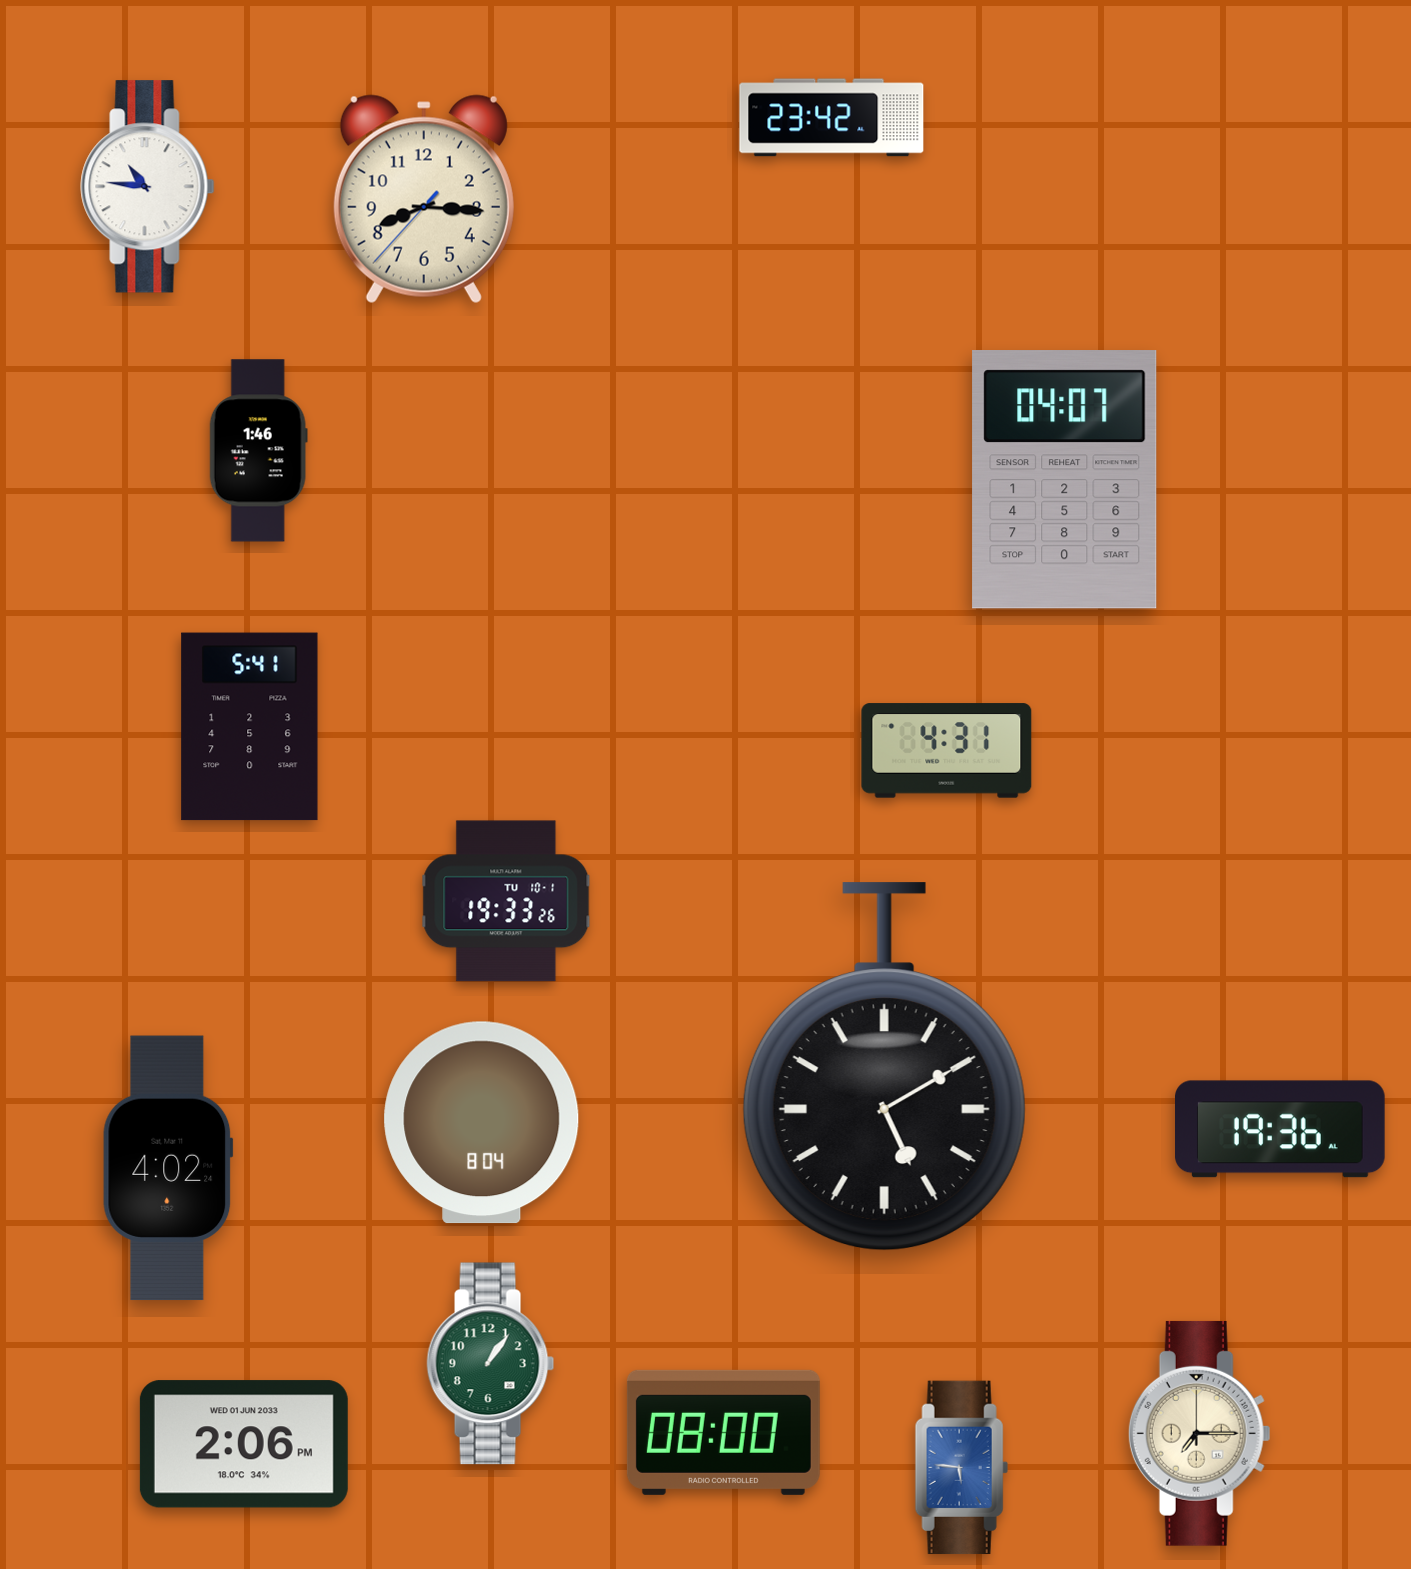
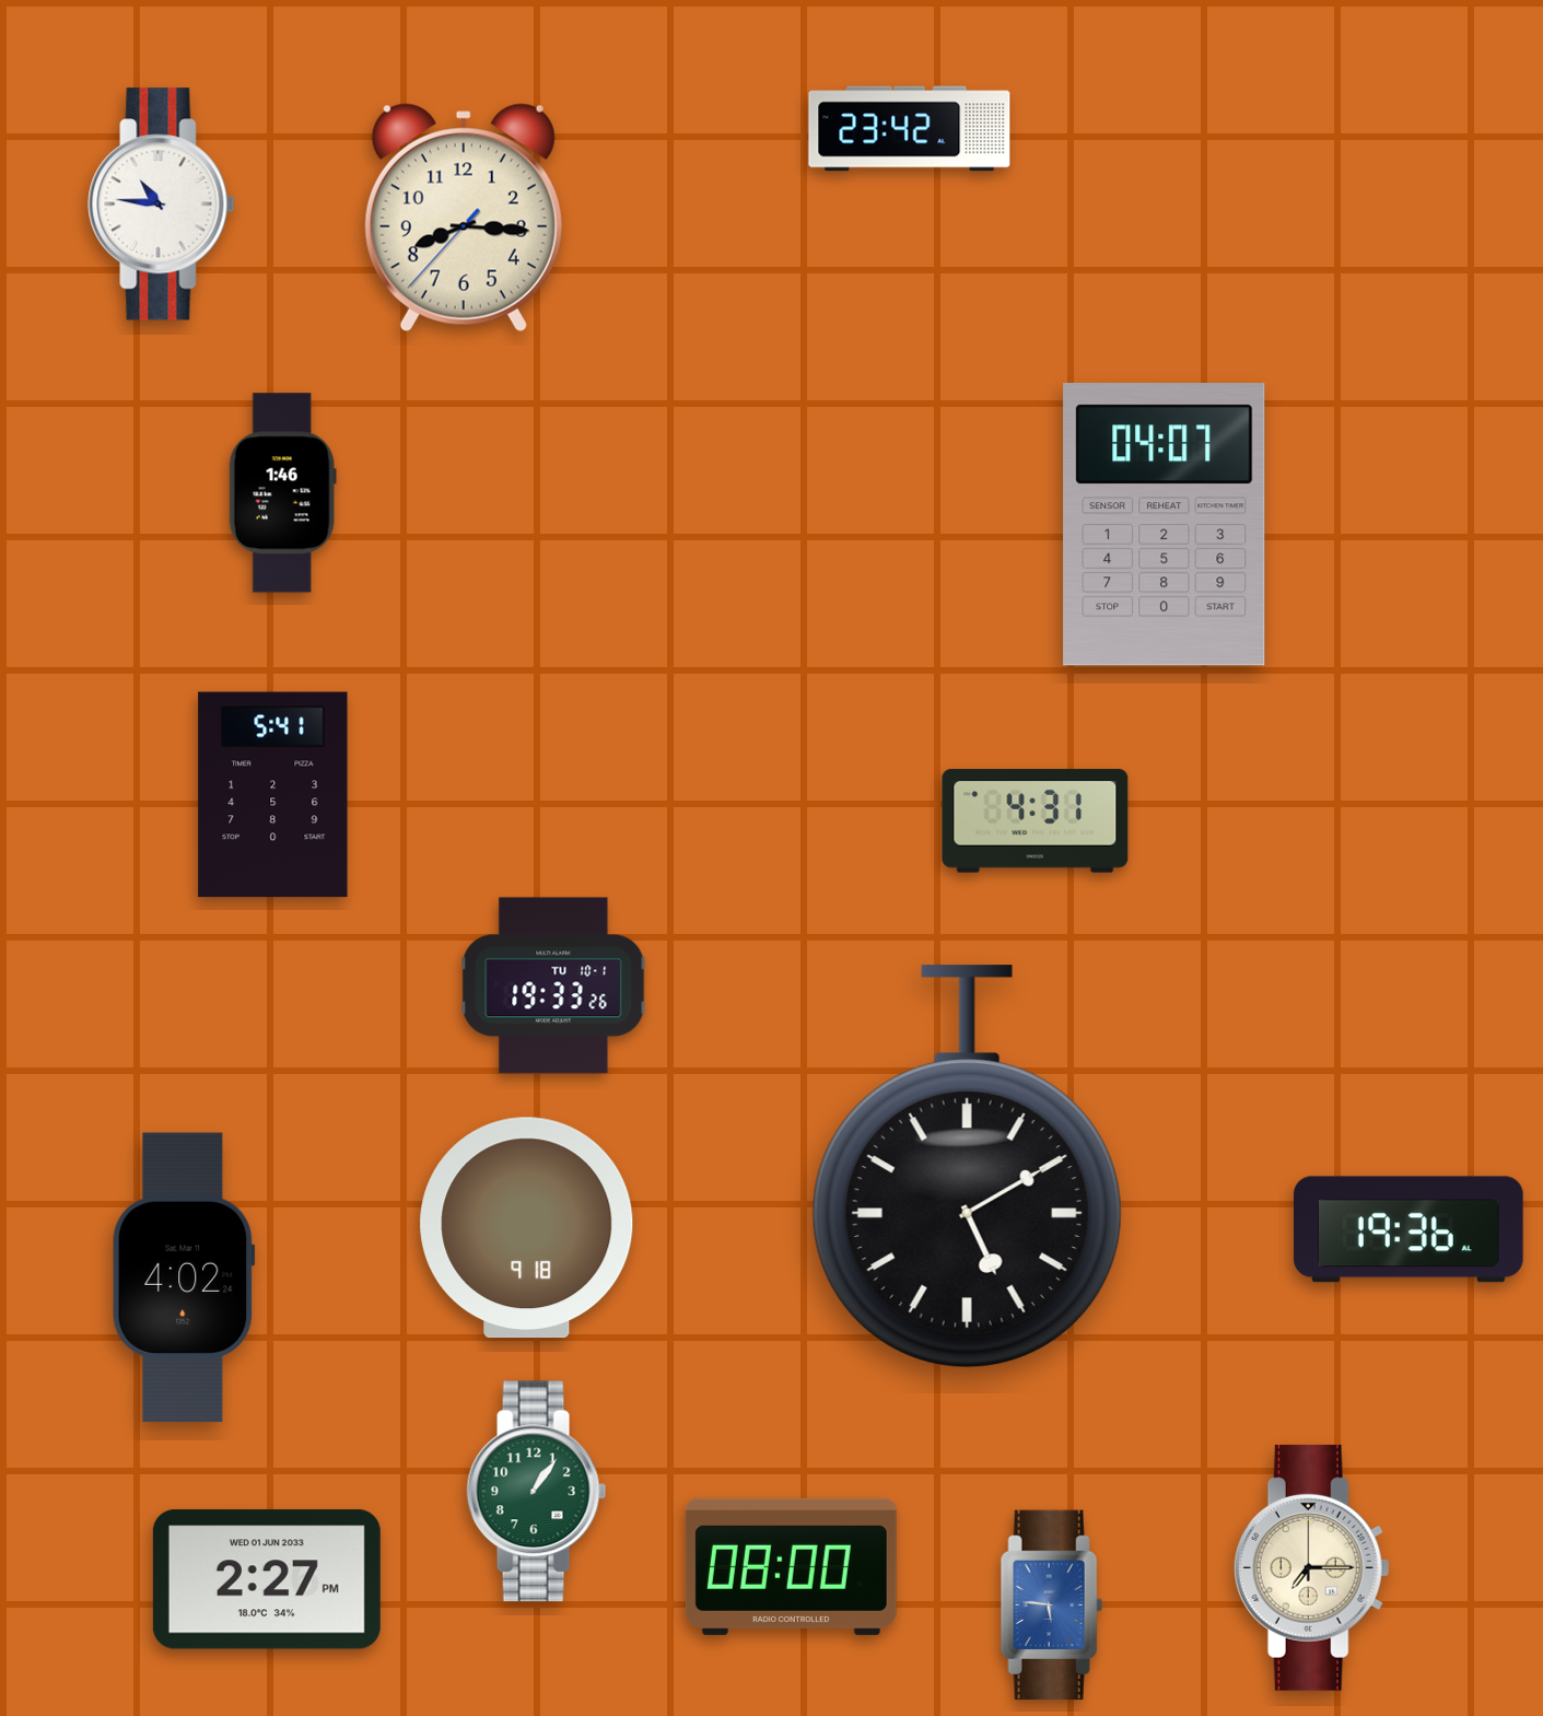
clock at (482, 1123): 8:04 -> 9:18
clock at (1281, 1129) position: (1281, 1129) -> (1410, 1229)
clock at (244, 1444): 2:06 -> 2:27
